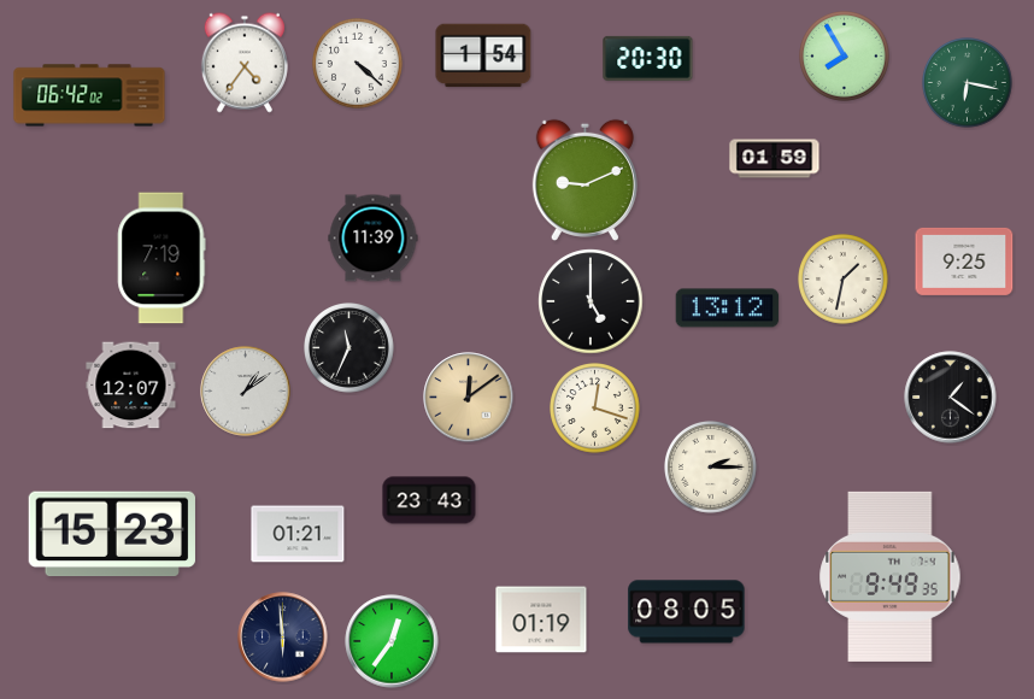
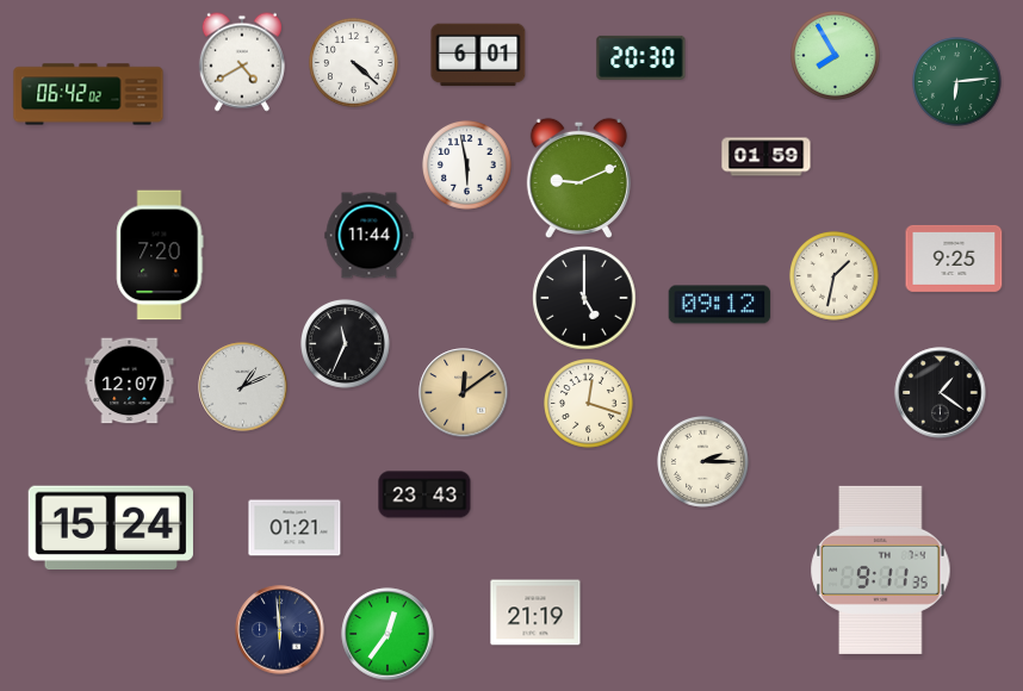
clock at (483, 55): 1:54 -> 6:01
clock at (245, 63): 4:36 -> 4:40
clock at (968, 83): 6:17 -> 6:14
clock at (467, 166): none -> 5:58
clock at (374, 239): 11:39 -> 11:44
clock at (161, 258): 7:19 -> 7:20
clock at (728, 309): 13:12 -> 09:12
clock at (246, 392): 1:09 -> 1:11
clock at (112, 534): 15:23 -> 15:24
clock at (891, 576): 9:49 -> 9:11
clock at (687, 612): 08:05 -> none
clock at (541, 619): 01:19 -> 21:19
